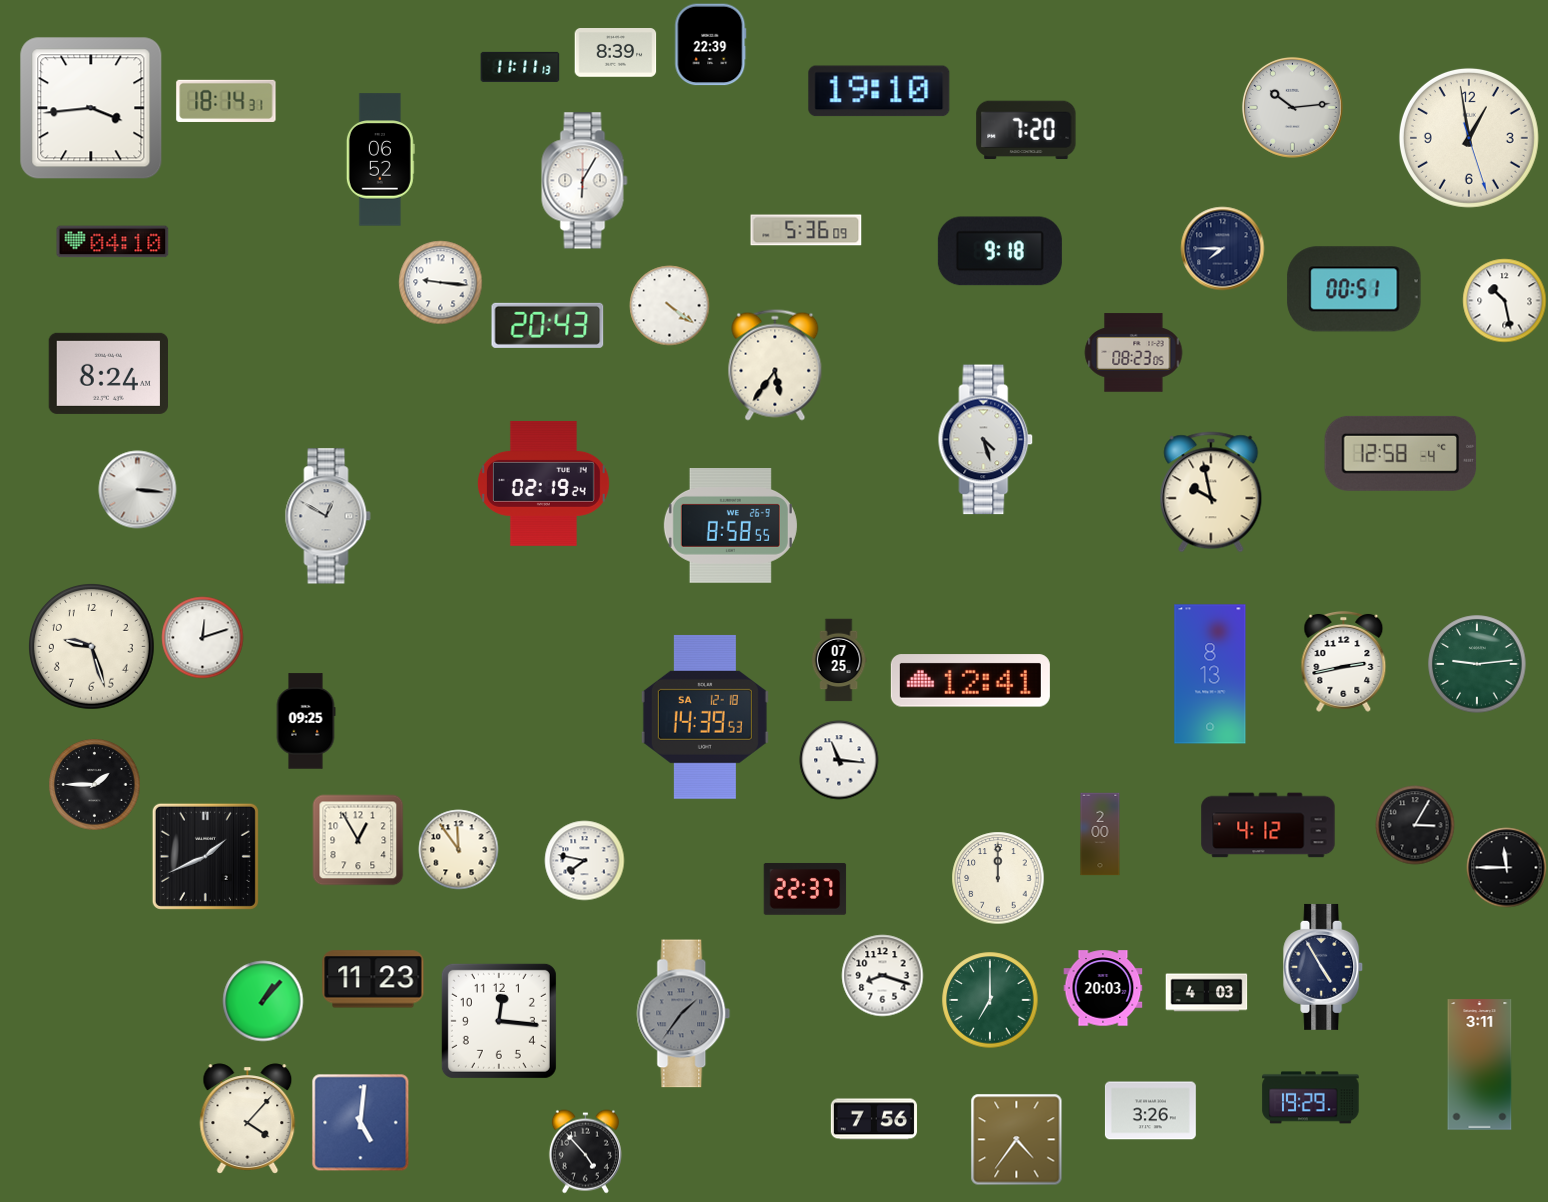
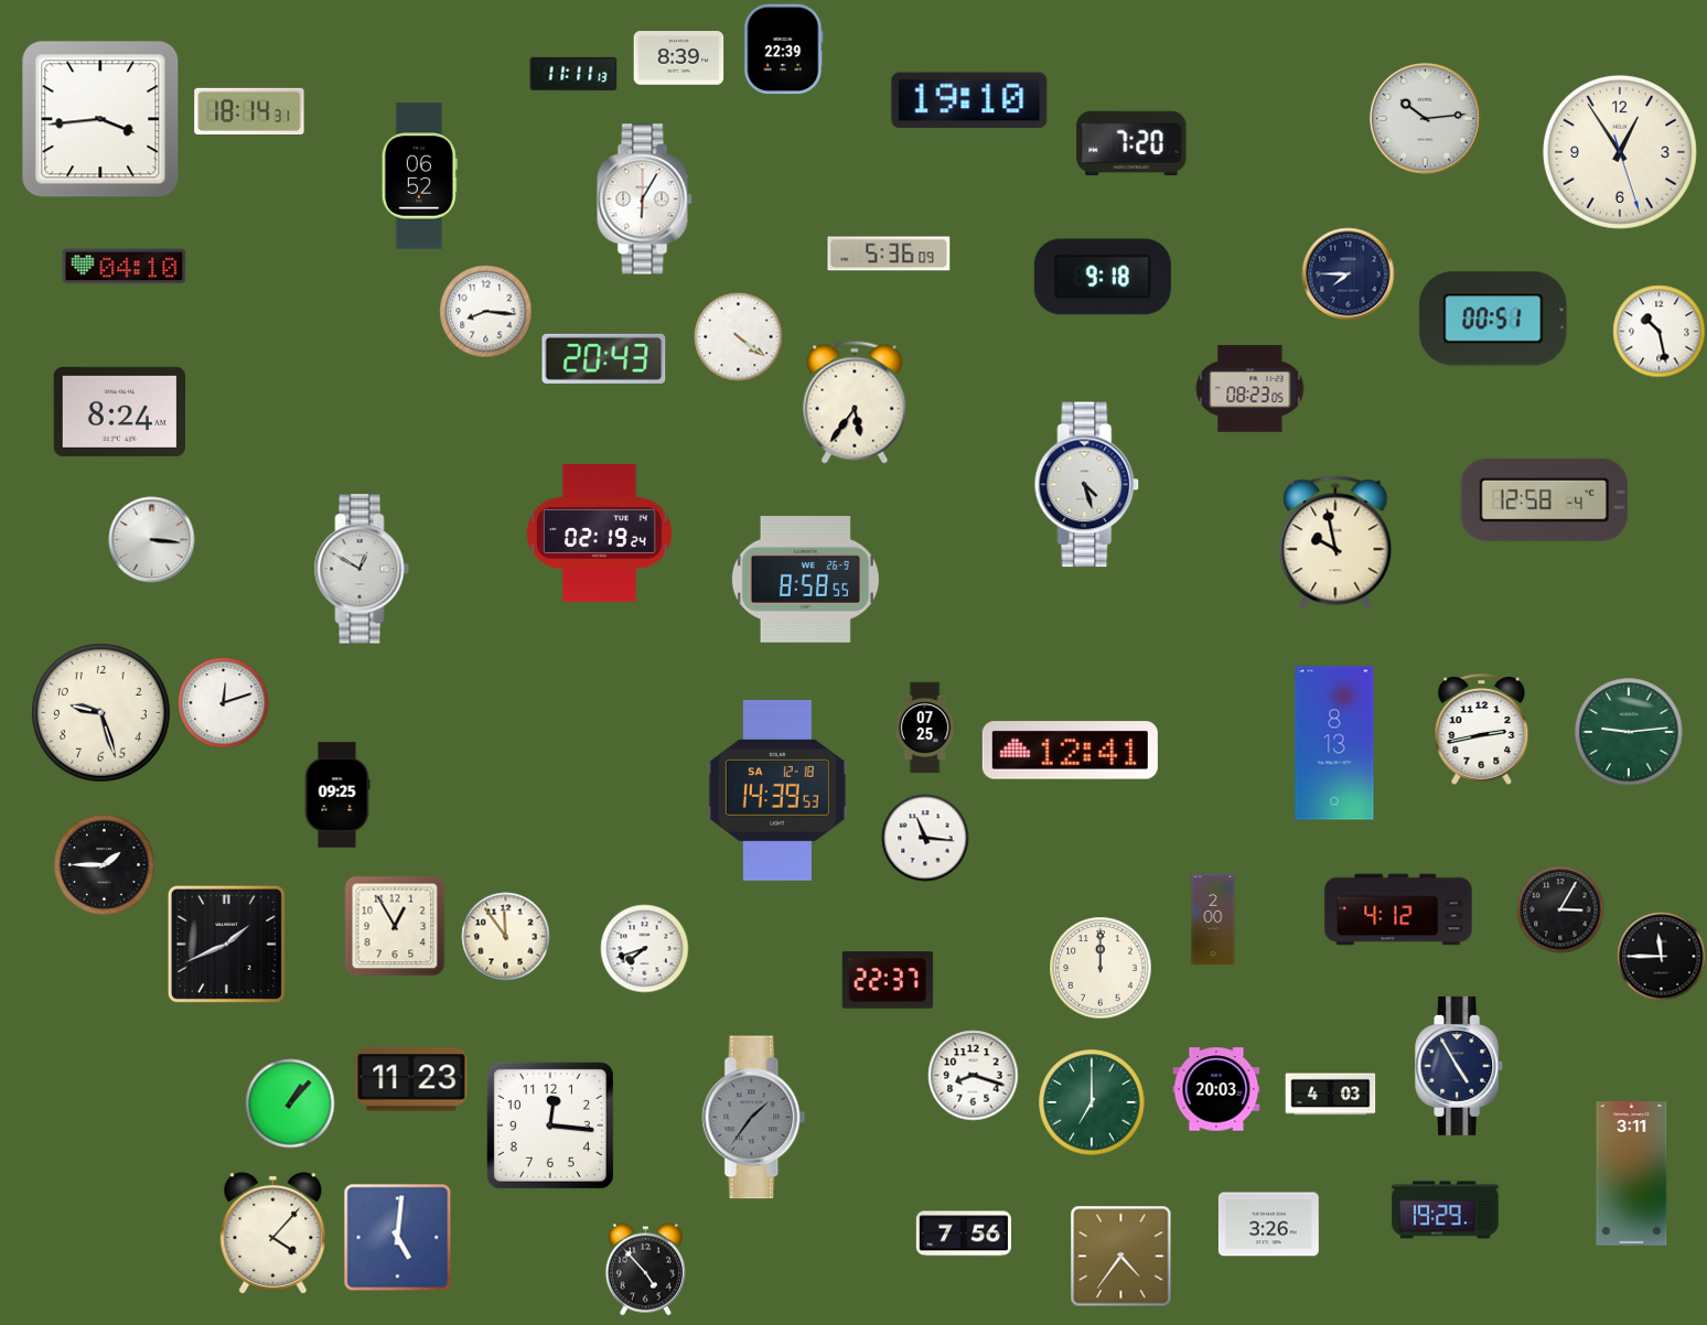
clock at (1469, 138): 12:58 -> 12:54
clock at (441, 283): 9:16 -> 8:16
clock at (585, 861): 7:47 -> 7:42
